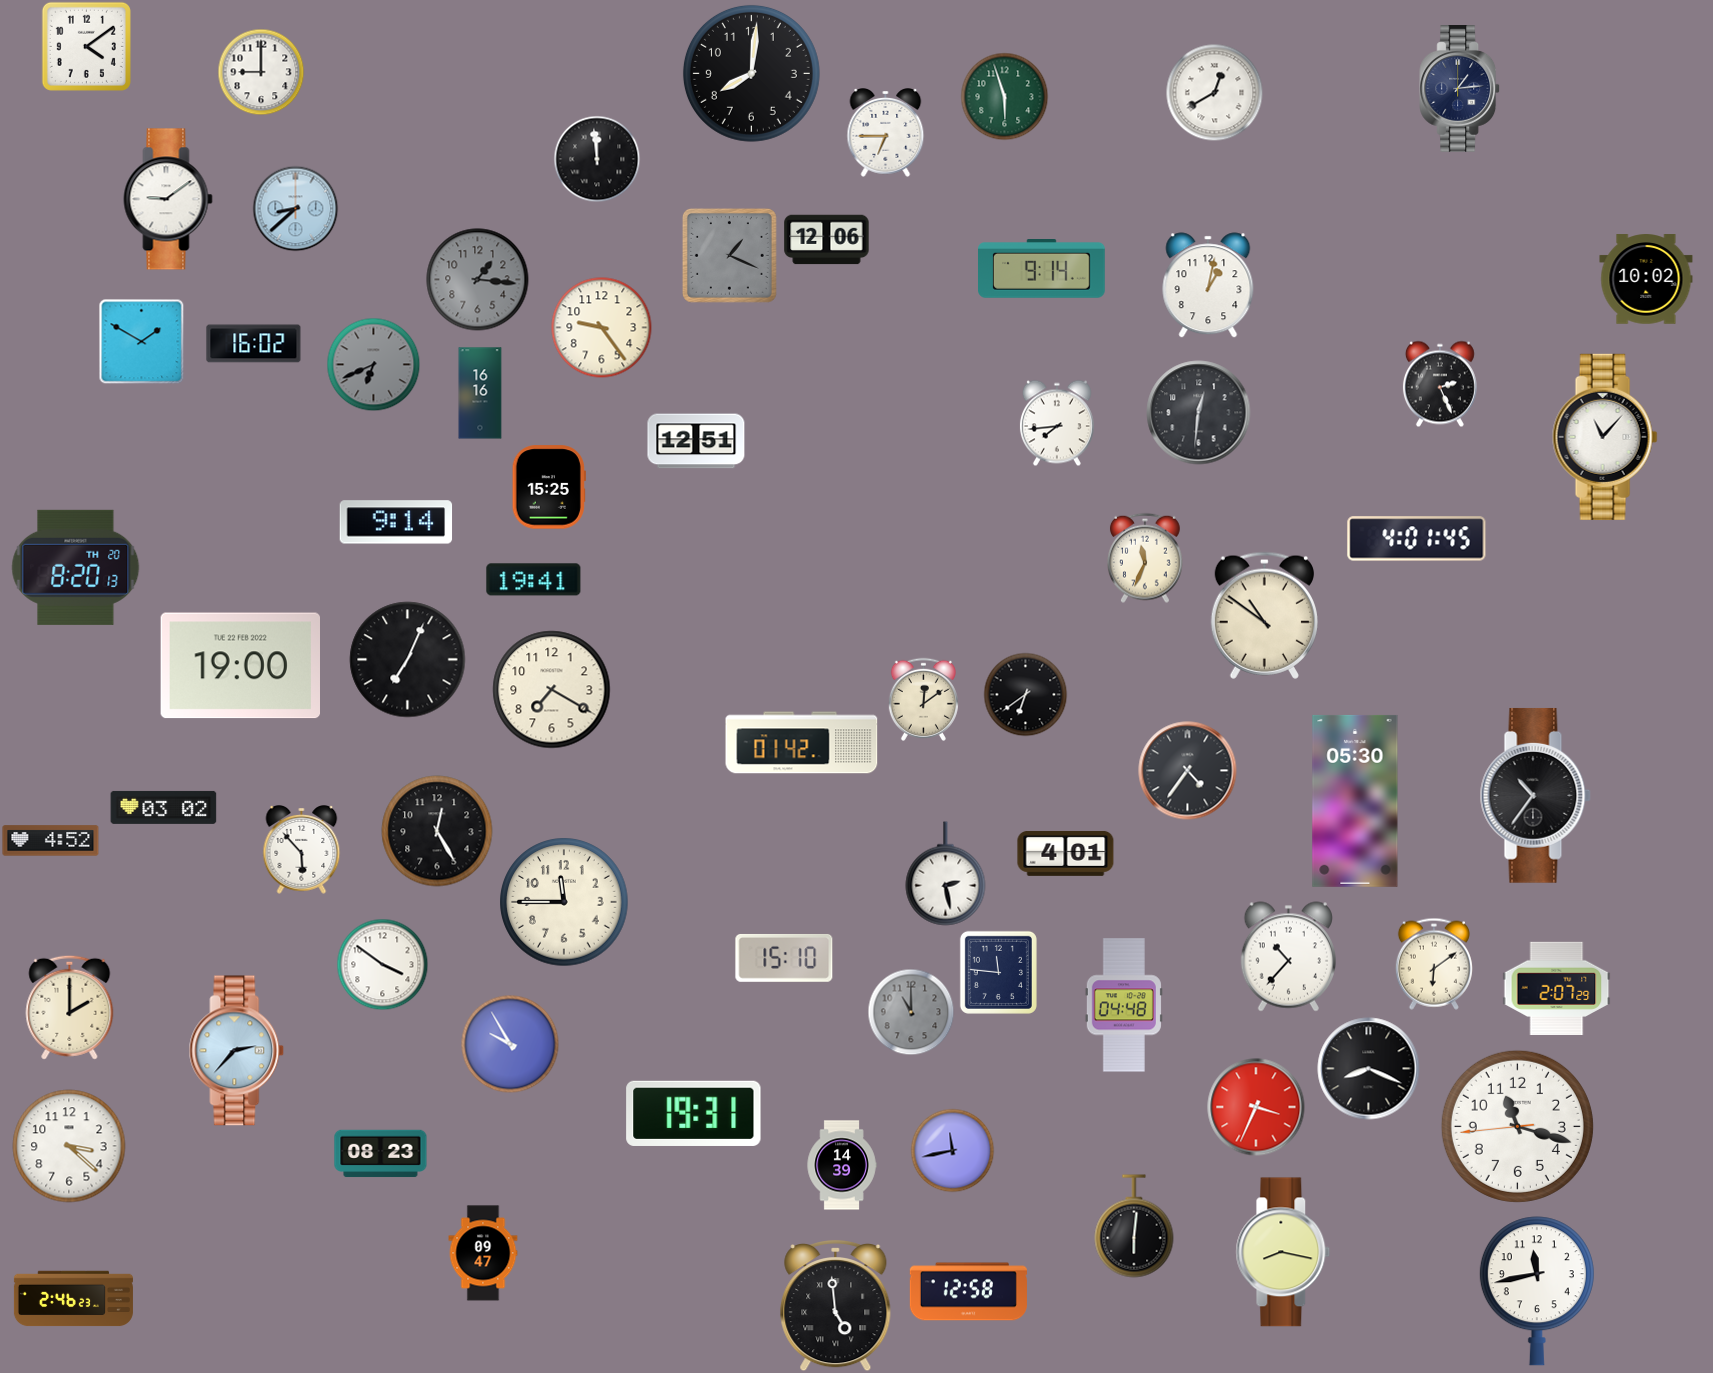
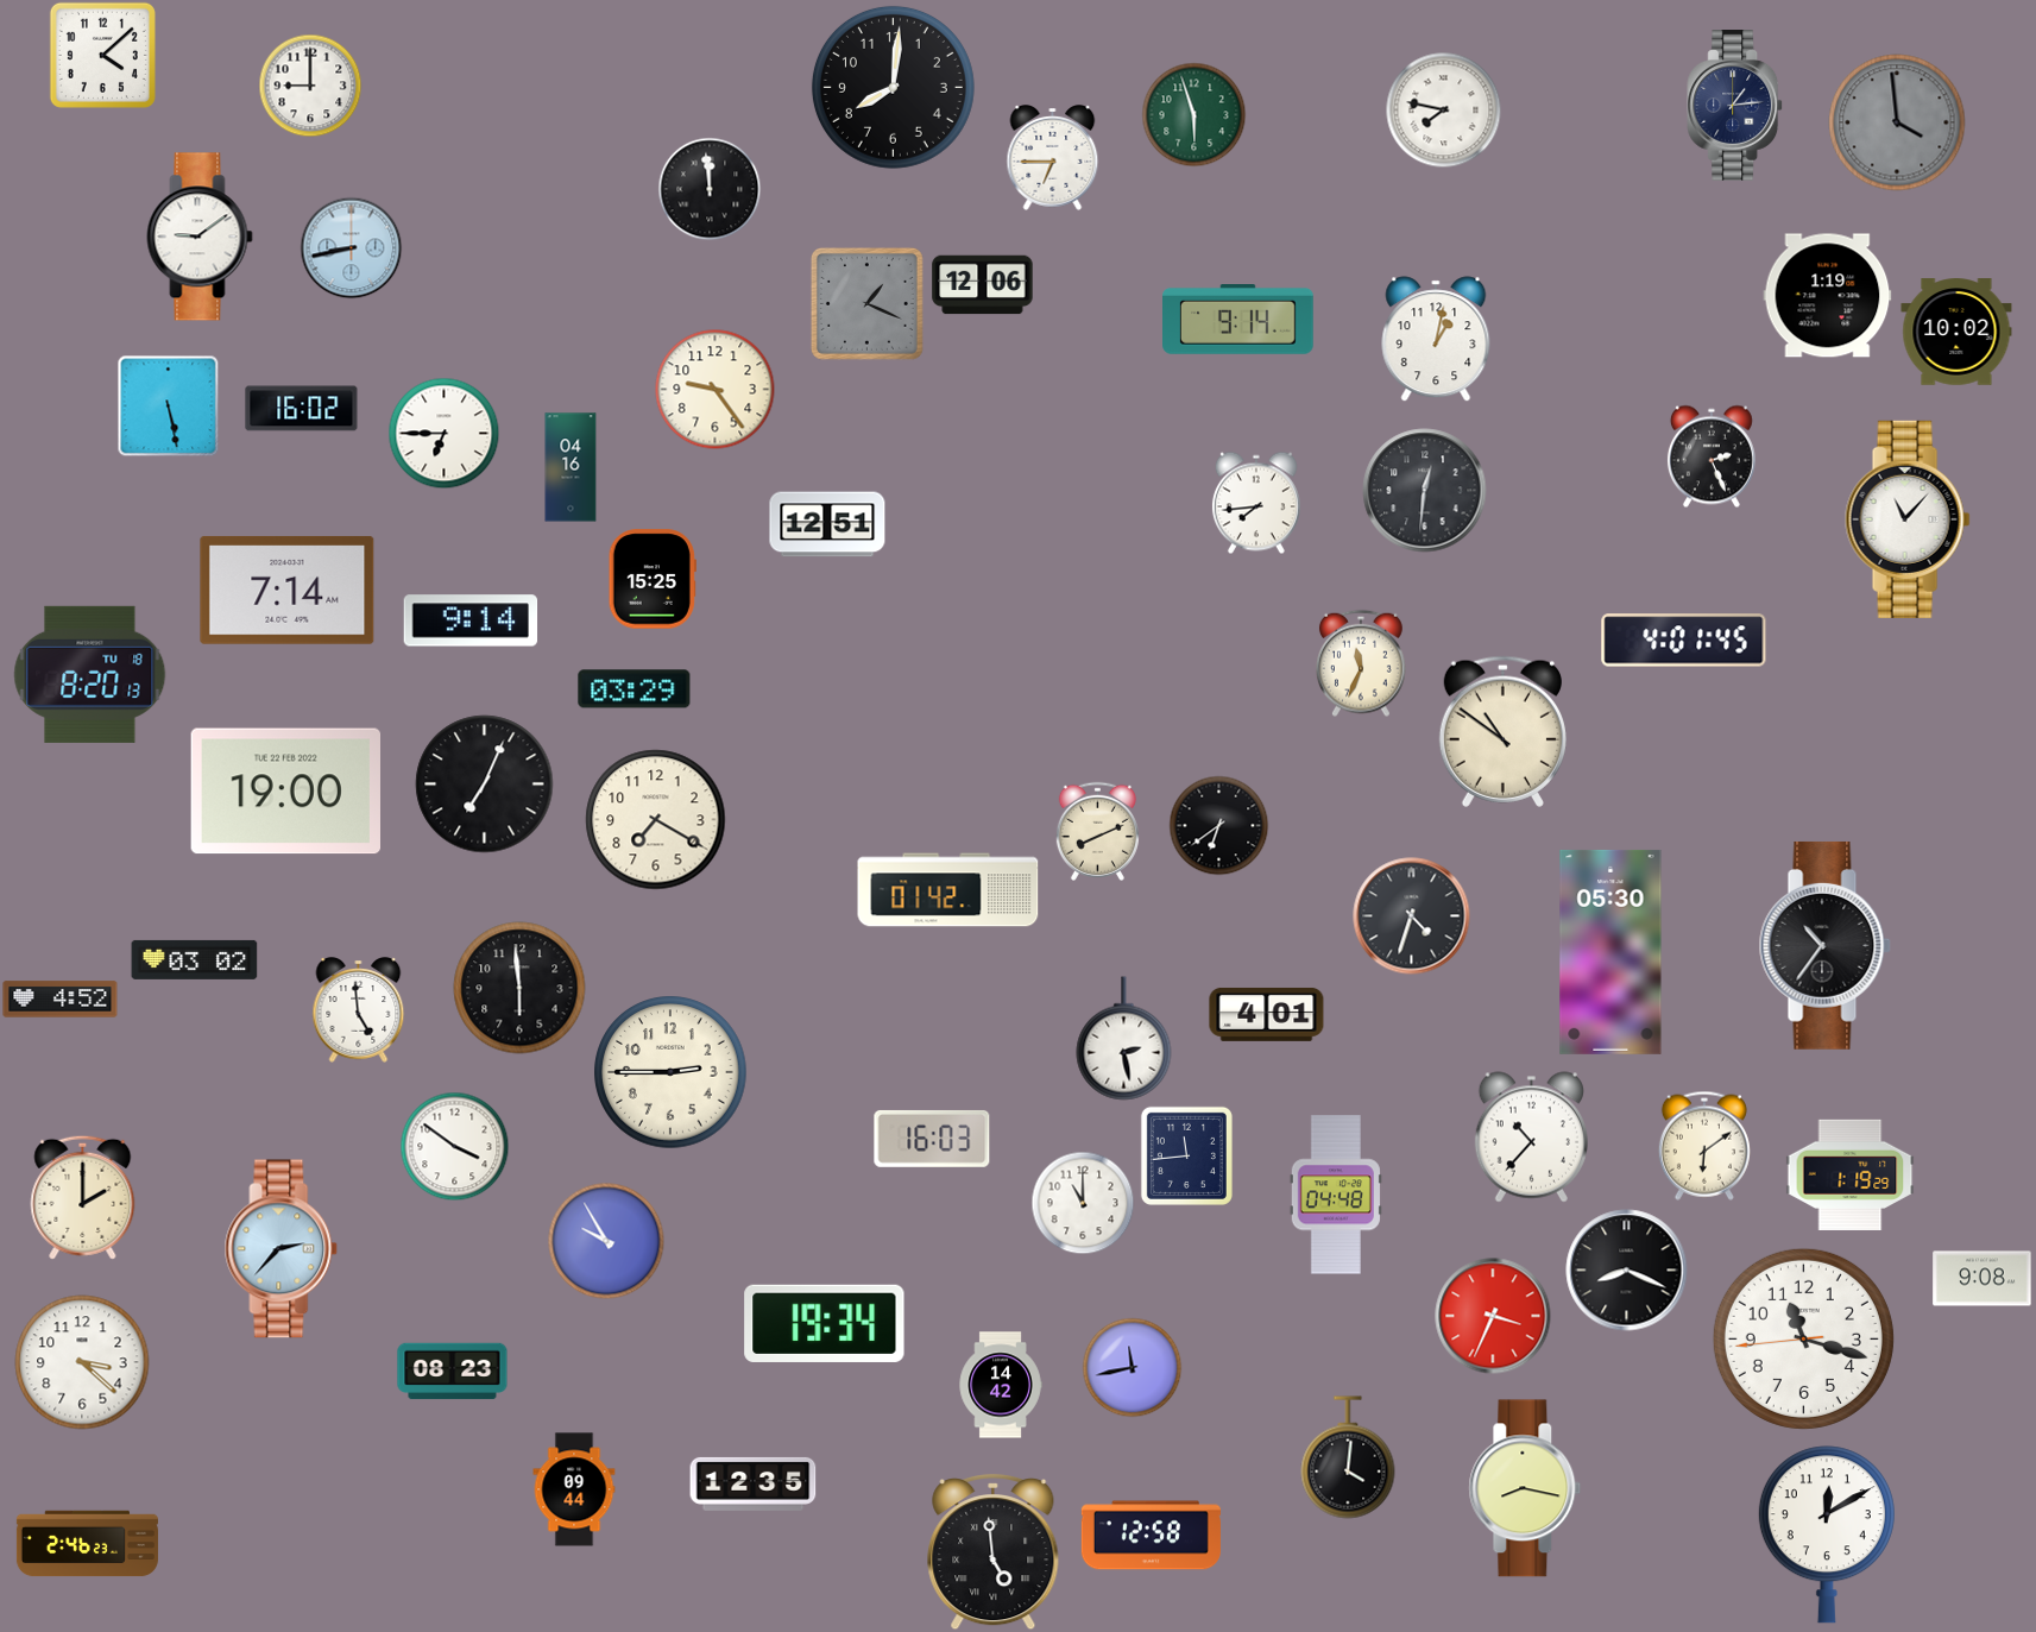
clock at (86, 46): 4:09 -> 4:08
clock at (1214, 92): 12:40 -> 7:47
clock at (1897, 122): none -> 3:59
clock at (295, 208): 8:38 -> 8:43
clock at (1828, 296): none -> 1:19
clock at (478, 280): 1:16 -> none
clock at (141, 341): 1:50 -> 5:28
clock at (373, 364): 6:41 -> 6:45
clock at (373, 364) dial: grey -> white
clock at (480, 393): 16:16 -> 04:16
clock at (288, 591): none -> 7:14
clock at (76, 567) date: TH 20 -> TU 18
clock at (534, 580): 19:41 -> 03:29
clock at (923, 699): 12:09 -> 8:11
clock at (802, 743) position: (802, 743) -> (948, 890)
clock at (1188, 771): 4:36 -> 4:33
clock at (437, 831): 12:25 -> 5:59
clock at (302, 850): 5:53 -> 4:59
clock at (564, 902): 11:45 -> 2:45
clock at (784, 958): 15:10 -> 16:03
clock at (998, 972): 11:46 -> 11:44
clock at (1557, 988): 2:07 -> 1:19
clock at (911, 1012) dial: grey -> white
clock at (1983, 1279): none -> 9:08
clock at (694, 1113): 19:31 -> 19:34
clock at (842, 1165): 14:39 -> 14:42
clock at (1134, 1226): 6:01 -> 4:01
clock at (754, 1483): none -> 12:35
clock at (483, 1253): 09:47 -> 09:44
clock at (1537, 1291): 11:43 -> 12:10
